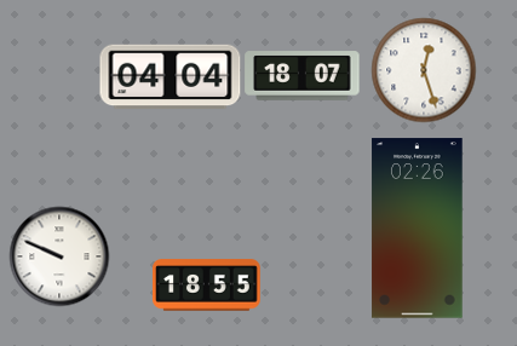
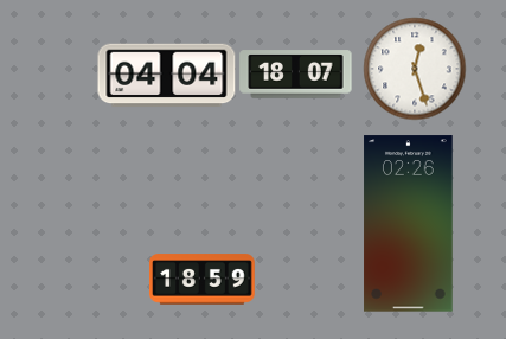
clock at (59, 256): 9:49 -> none
clock at (207, 286): 18:55 -> 18:59
